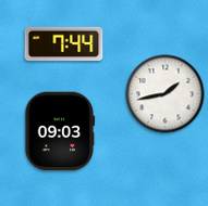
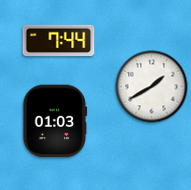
clock at (166, 94): 1:43 -> 1:40
clock at (60, 131): 09:03 -> 01:03
